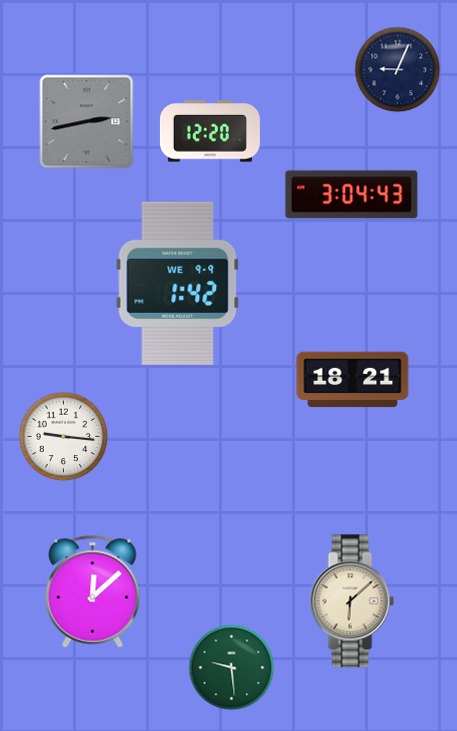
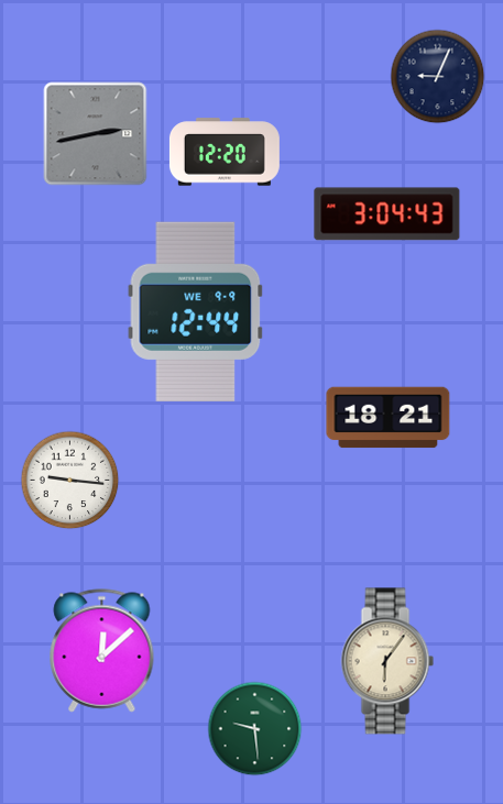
clock at (210, 131) position: (210, 131) -> (225, 152)
clock at (178, 283): 1:42 -> 12:44
clock at (352, 601): 6:08 -> 6:06
clock at (232, 668) position: (232, 668) -> (255, 729)
